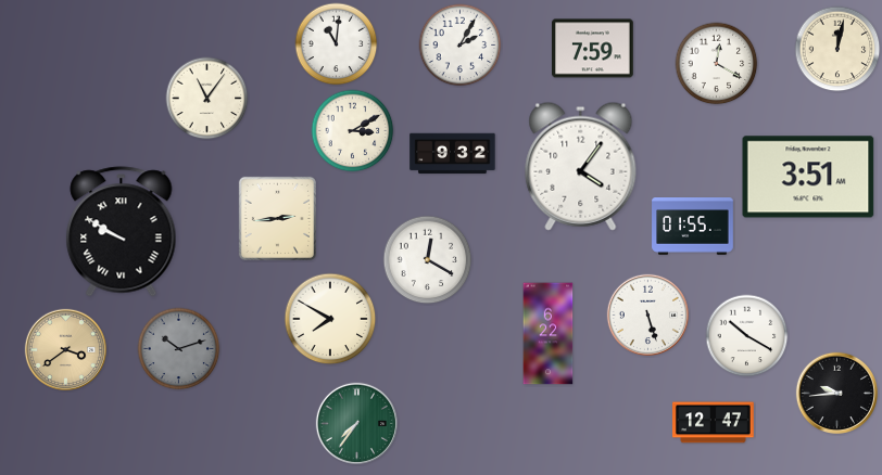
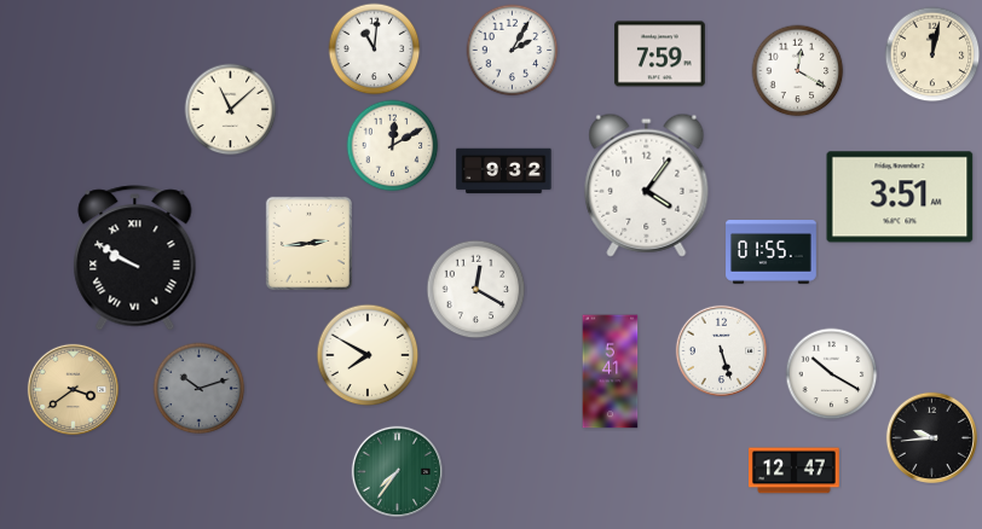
clock at (207, 99): 11:06 -> 11:08
clock at (353, 131): 3:10 -> 12:10
clock at (549, 334): 6:22 -> 5:41
